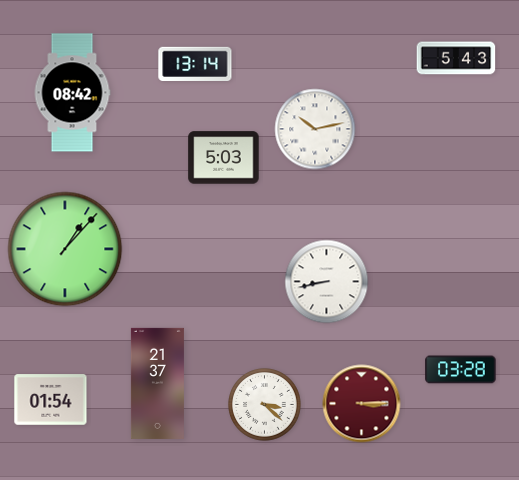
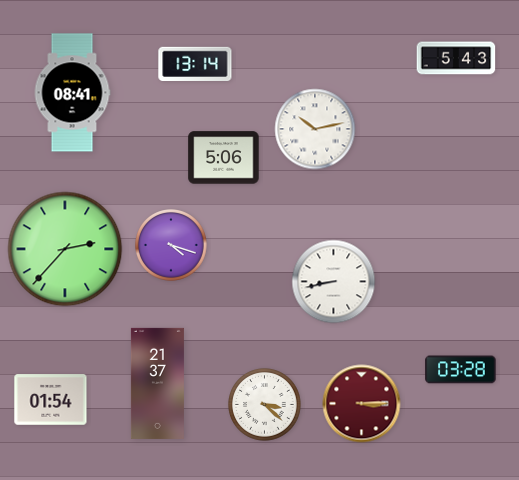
clock at (72, 93): 08:42 -> 08:41
clock at (224, 158): 5:03 -> 5:06
clock at (172, 246): none -> 4:18
clock at (65, 249): 1:07 -> 2:37
clock at (327, 282) position: (327, 282) -> (334, 282)
